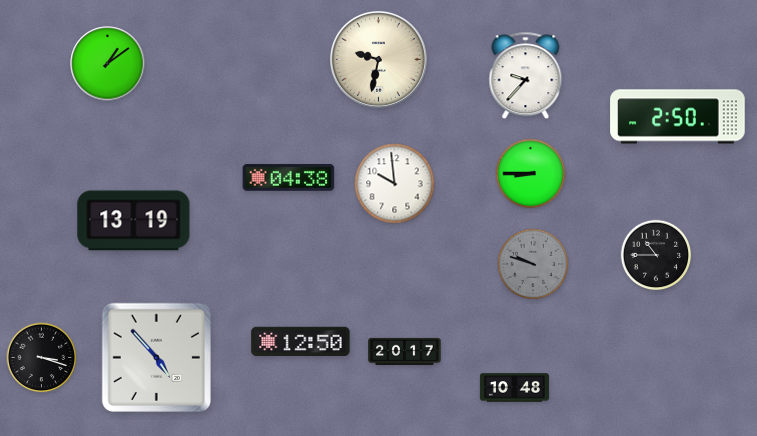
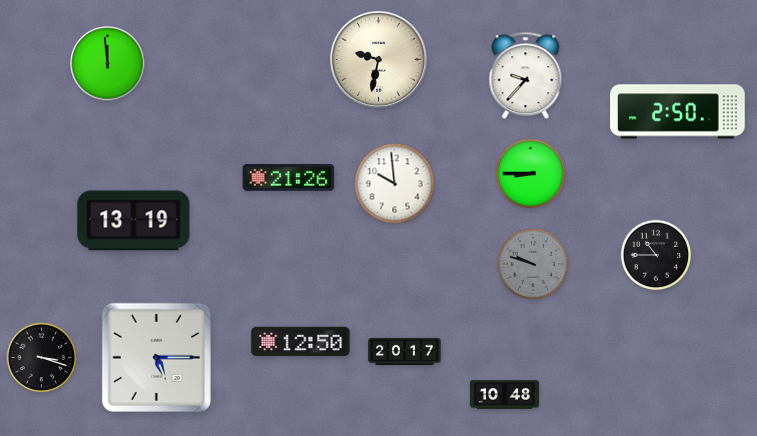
clock at (108, 64): 1:09 -> 11:59
clock at (678, 117) position: (678, 117) -> (678, 112)
clock at (289, 178): 04:38 -> 21:26
clock at (156, 357): 4:53 -> 5:15
clock at (514, 388) position: (514, 388) -> (504, 395)
